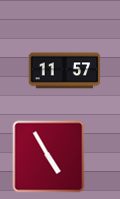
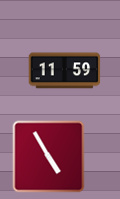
clock at (65, 71): 11:57 -> 11:59
